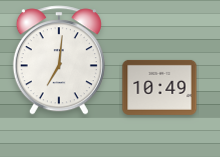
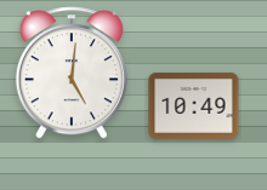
clock at (59, 60): 7:01 -> 5:01
